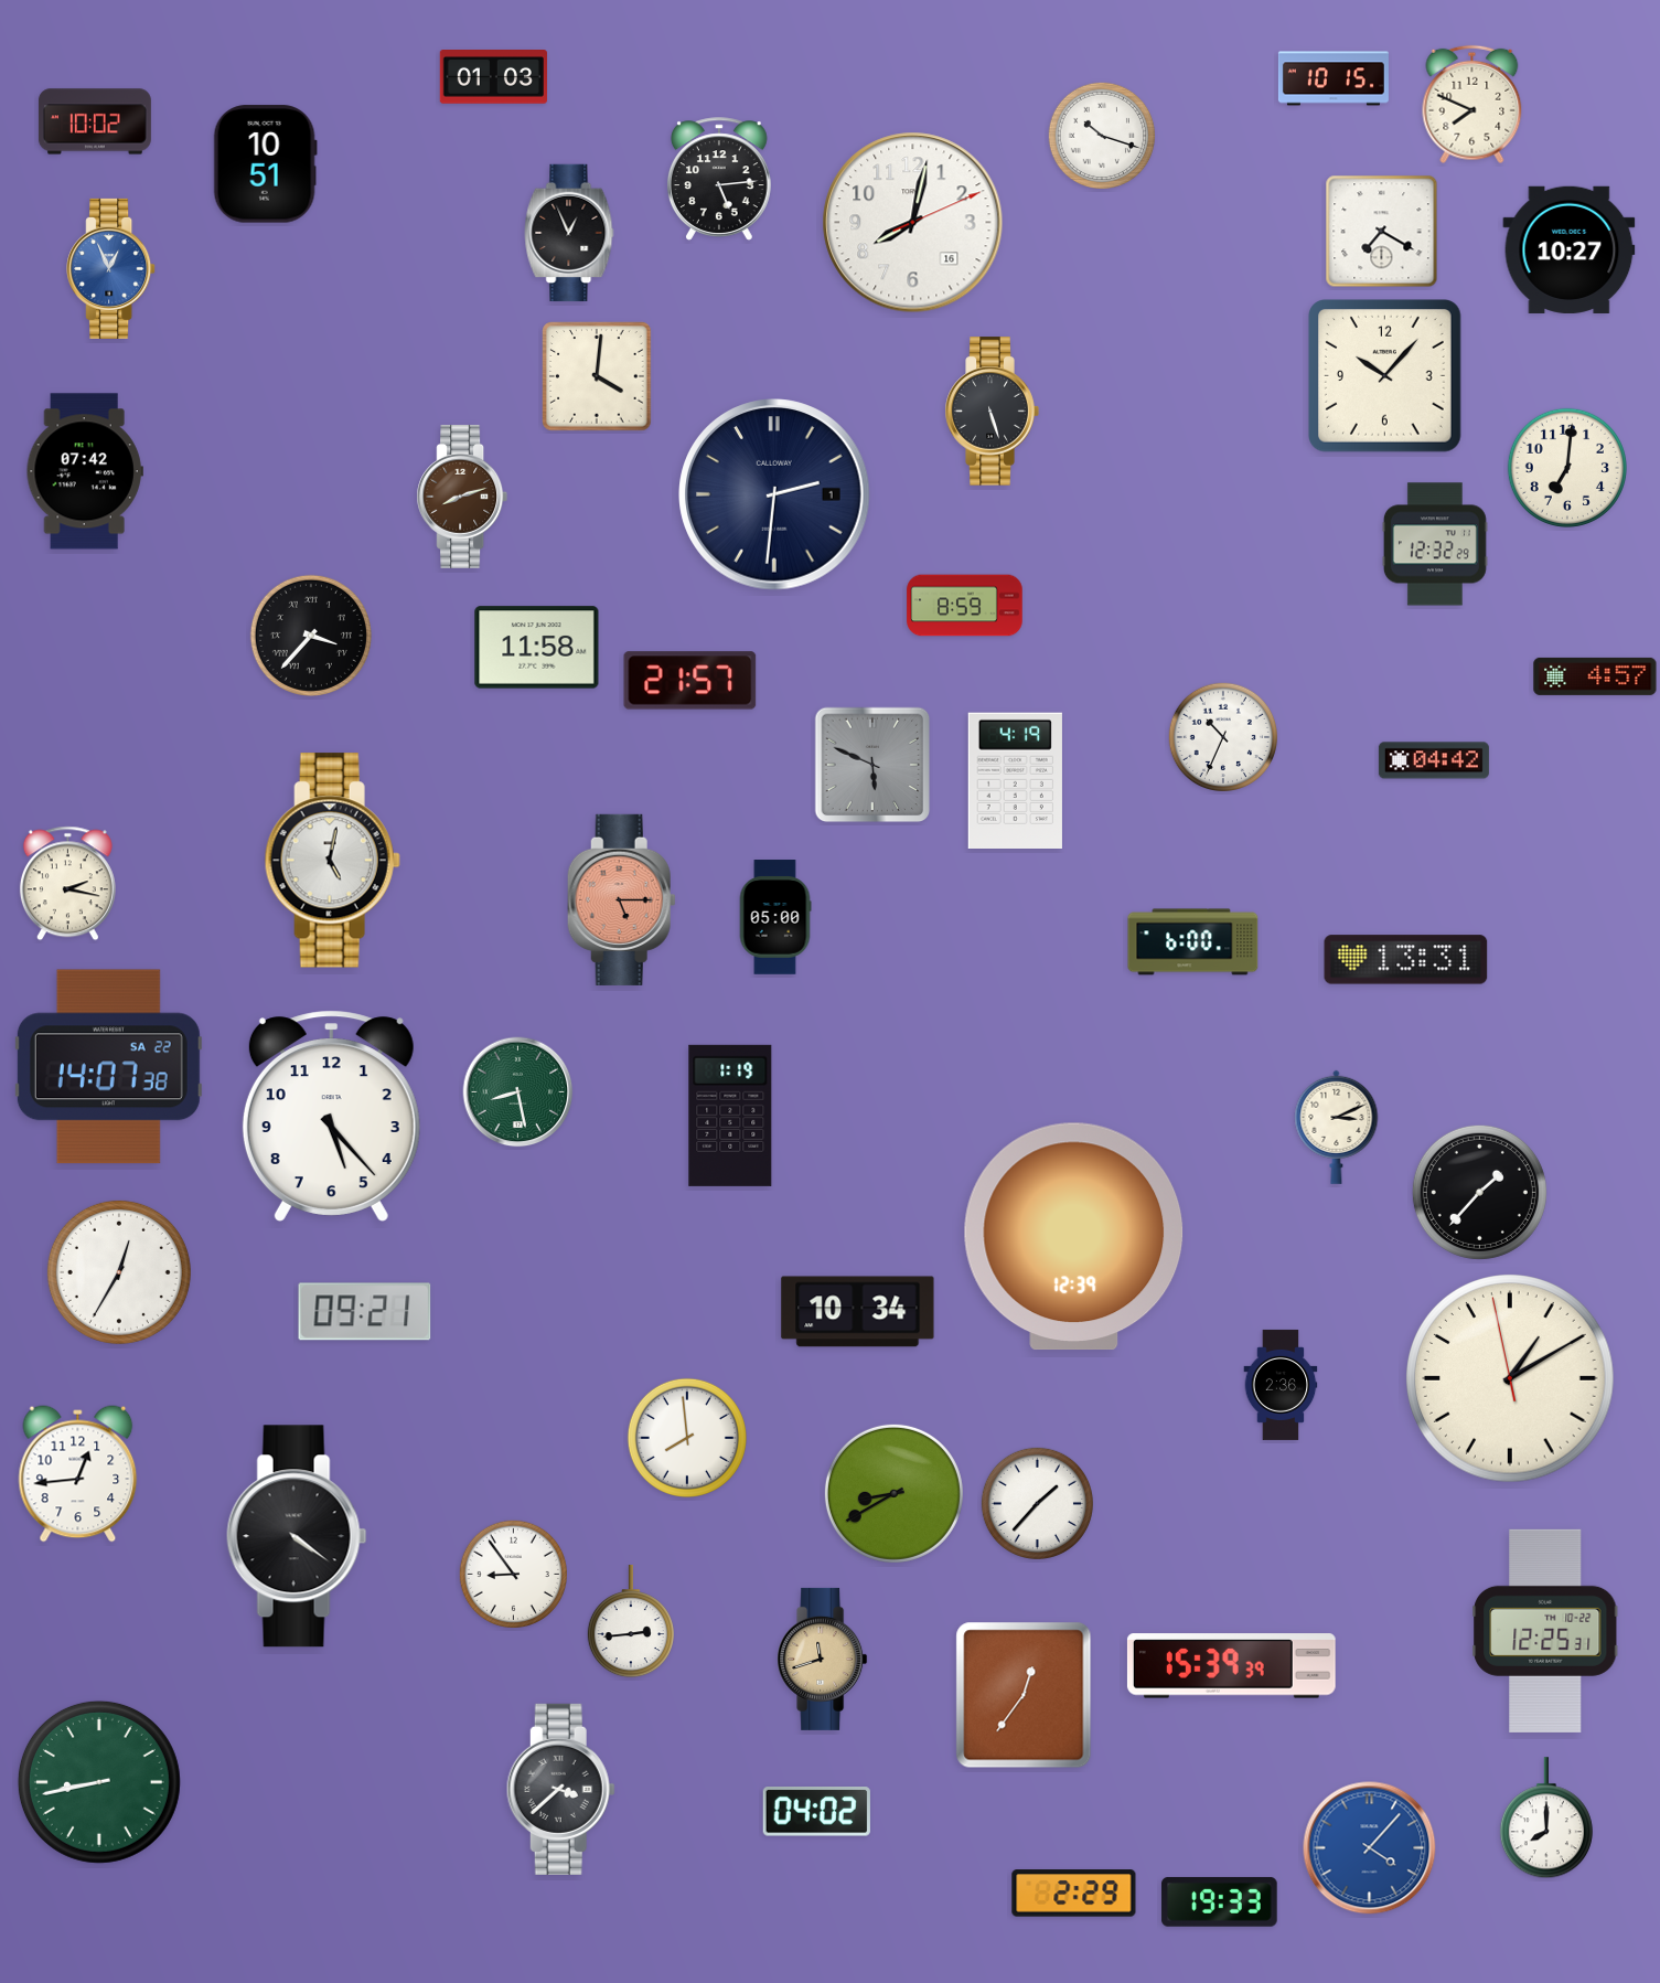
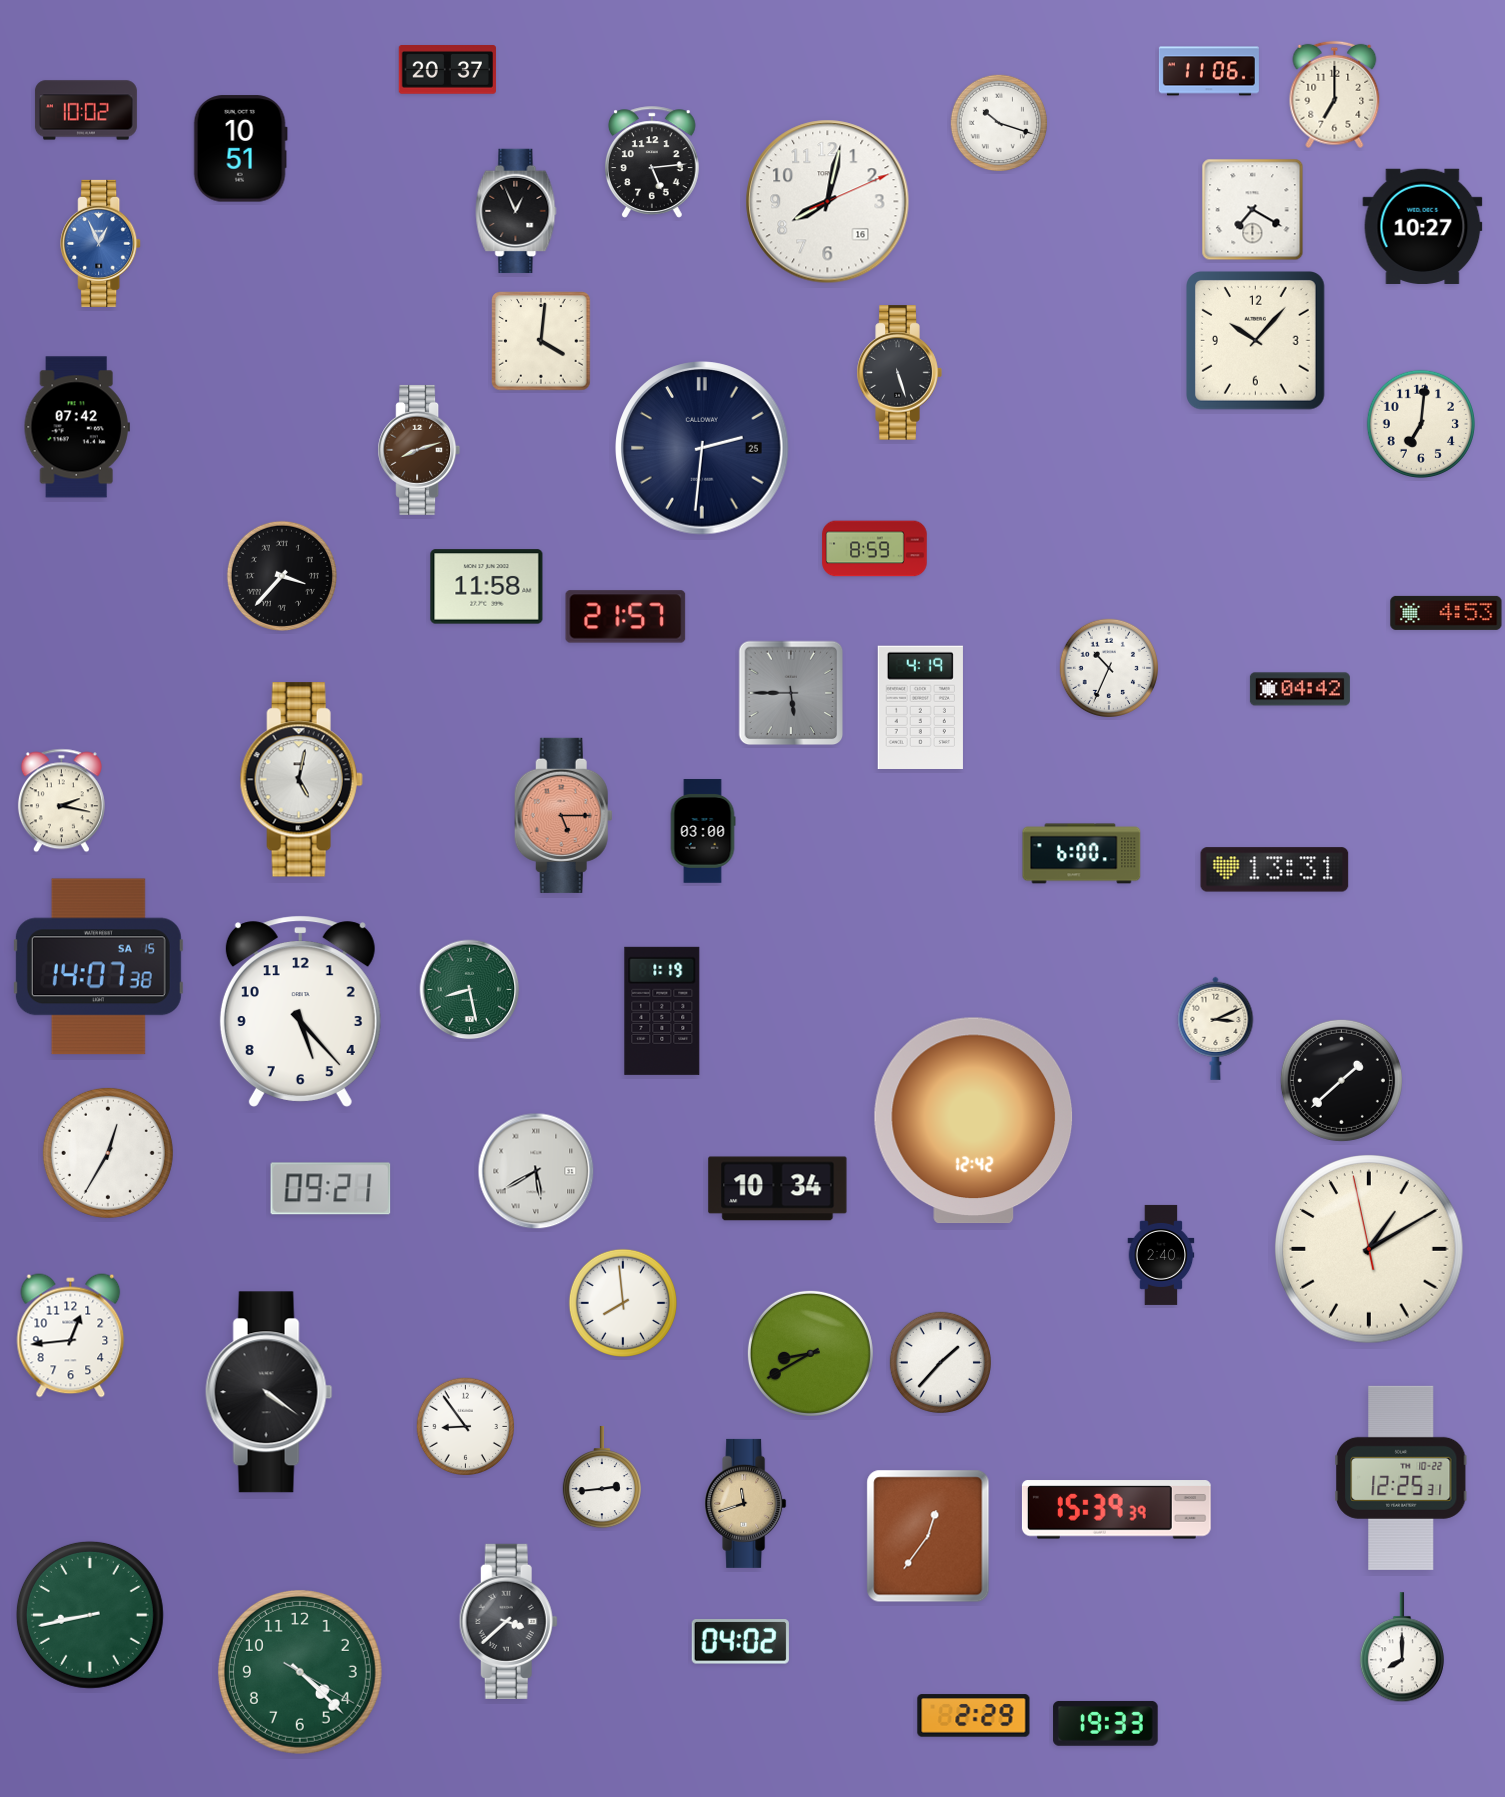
clock at (493, 77): 01:03 -> 20:37
clock at (1334, 78): 10:15 -> 11:06
clock at (1472, 105): 7:49 -> 7:00
clock at (774, 494) date: 1 -> 25
clock at (1435, 544): 12:32 -> none
clock at (1595, 676): 4:57 -> 4:53
clock at (872, 765): 5:49 -> 5:45
clock at (775, 917): 05:00 -> 03:00
clock at (108, 1067) date: SA 22 -> SA 15
clock at (1337, 1127) position: (1337, 1127) -> (1216, 1028)
clock at (1479, 1192): 1:37 -> 1:38
clock at (1074, 1237): 12:39 -> 12:42
clock at (536, 1171): none -> 5:40
clock at (1281, 1385): 2:36 -> 2:40
clock at (631, 1621) position: (631, 1621) -> (602, 1477)
clock at (300, 1672): none -> 4:22
clock at (1370, 1848): 4:07 -> none
